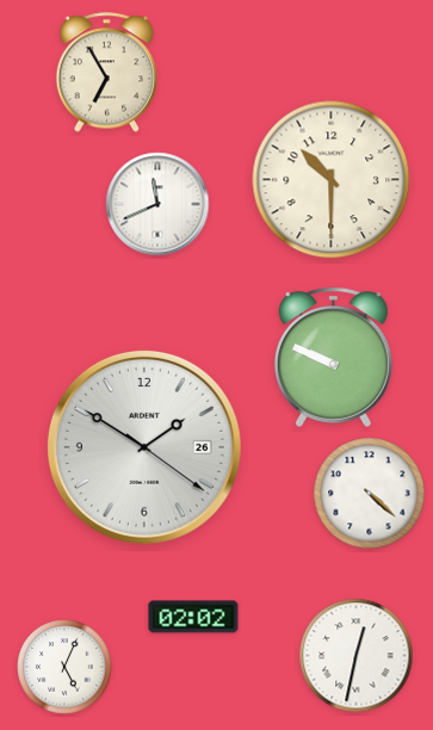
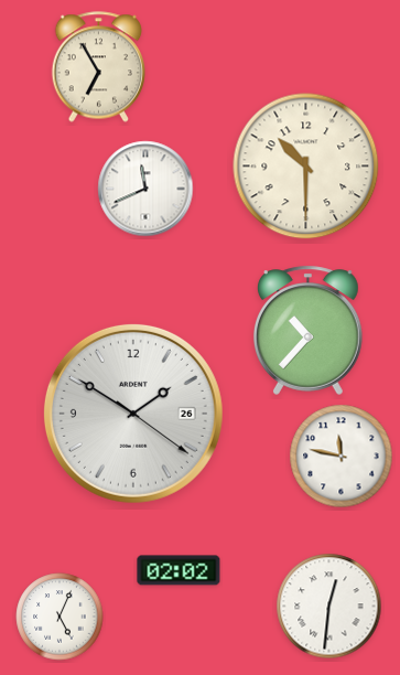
clock at (334, 357): 9:49 -> 10:37
clock at (370, 494): 4:22 -> 11:47
clock at (357, 656): 12:32 -> 12:31
